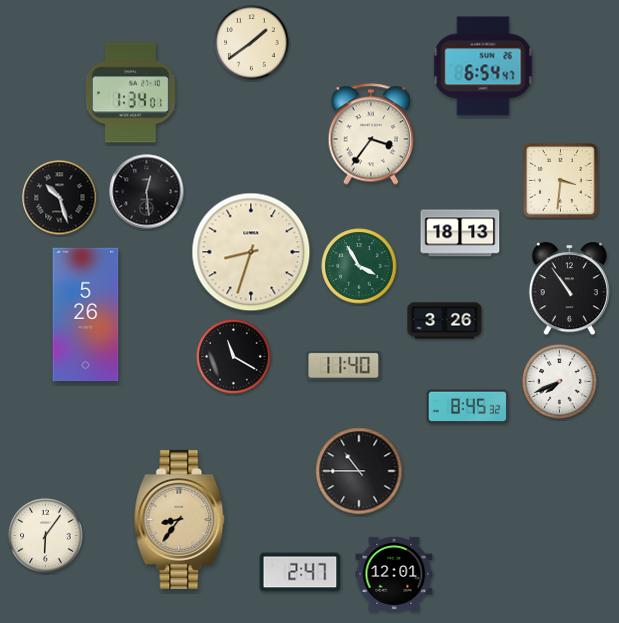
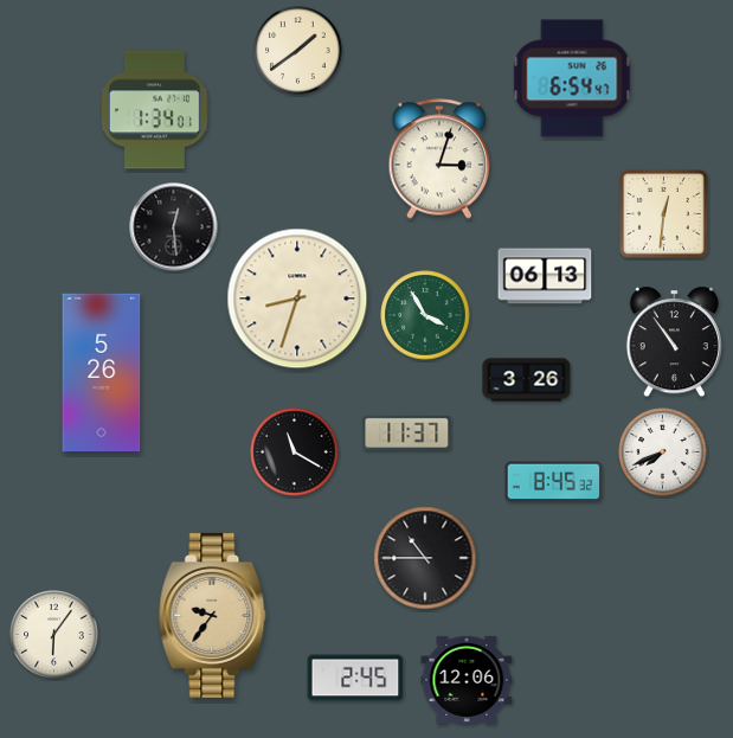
clock at (371, 134): 3:36 -> 3:03
clock at (561, 181): 3:31 -> 12:31
clock at (60, 198): 10:27 -> none
clock at (460, 233): 18:13 -> 06:13
clock at (234, 357) position: (234, 357) -> (295, 453)
clock at (344, 365): 11:40 -> 11:37
clock at (180, 519): 8:36 -> 9:36
clock at (300, 572): 2:47 -> 2:45
clock at (394, 574): 12:01 -> 12:06
